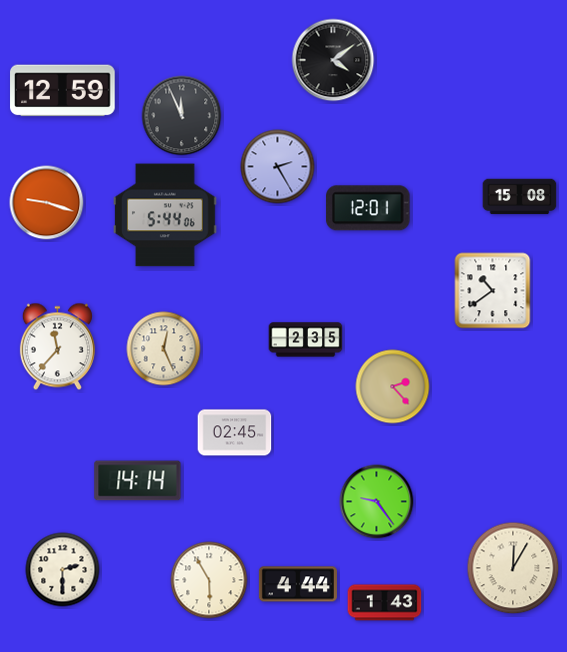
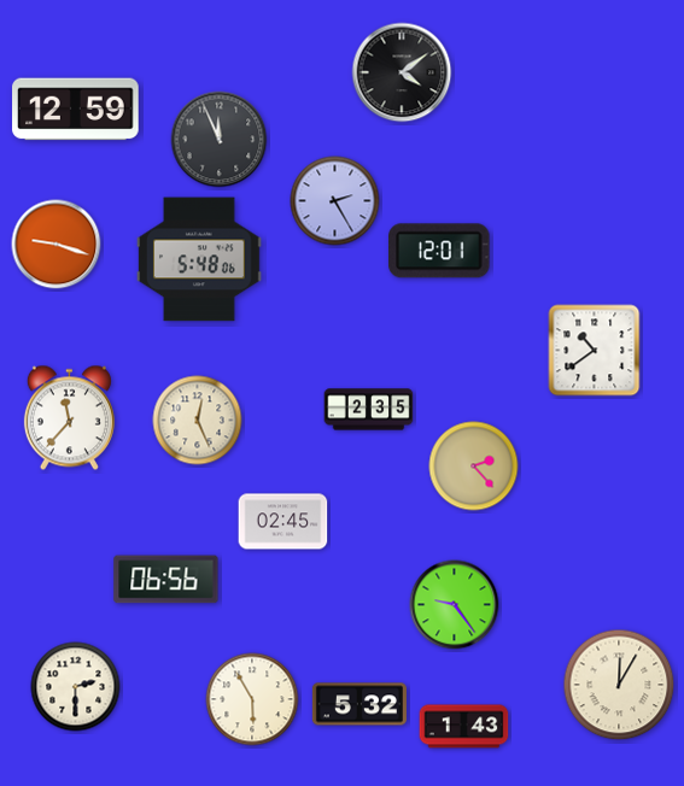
clock at (520, 197): 15:08 -> none
clock at (368, 208) position: (368, 208) -> (439, 251)
clock at (166, 215): 5:44 -> 5:48
clock at (138, 481): 14:14 -> 06:56
clock at (298, 584): 4:44 -> 5:32
